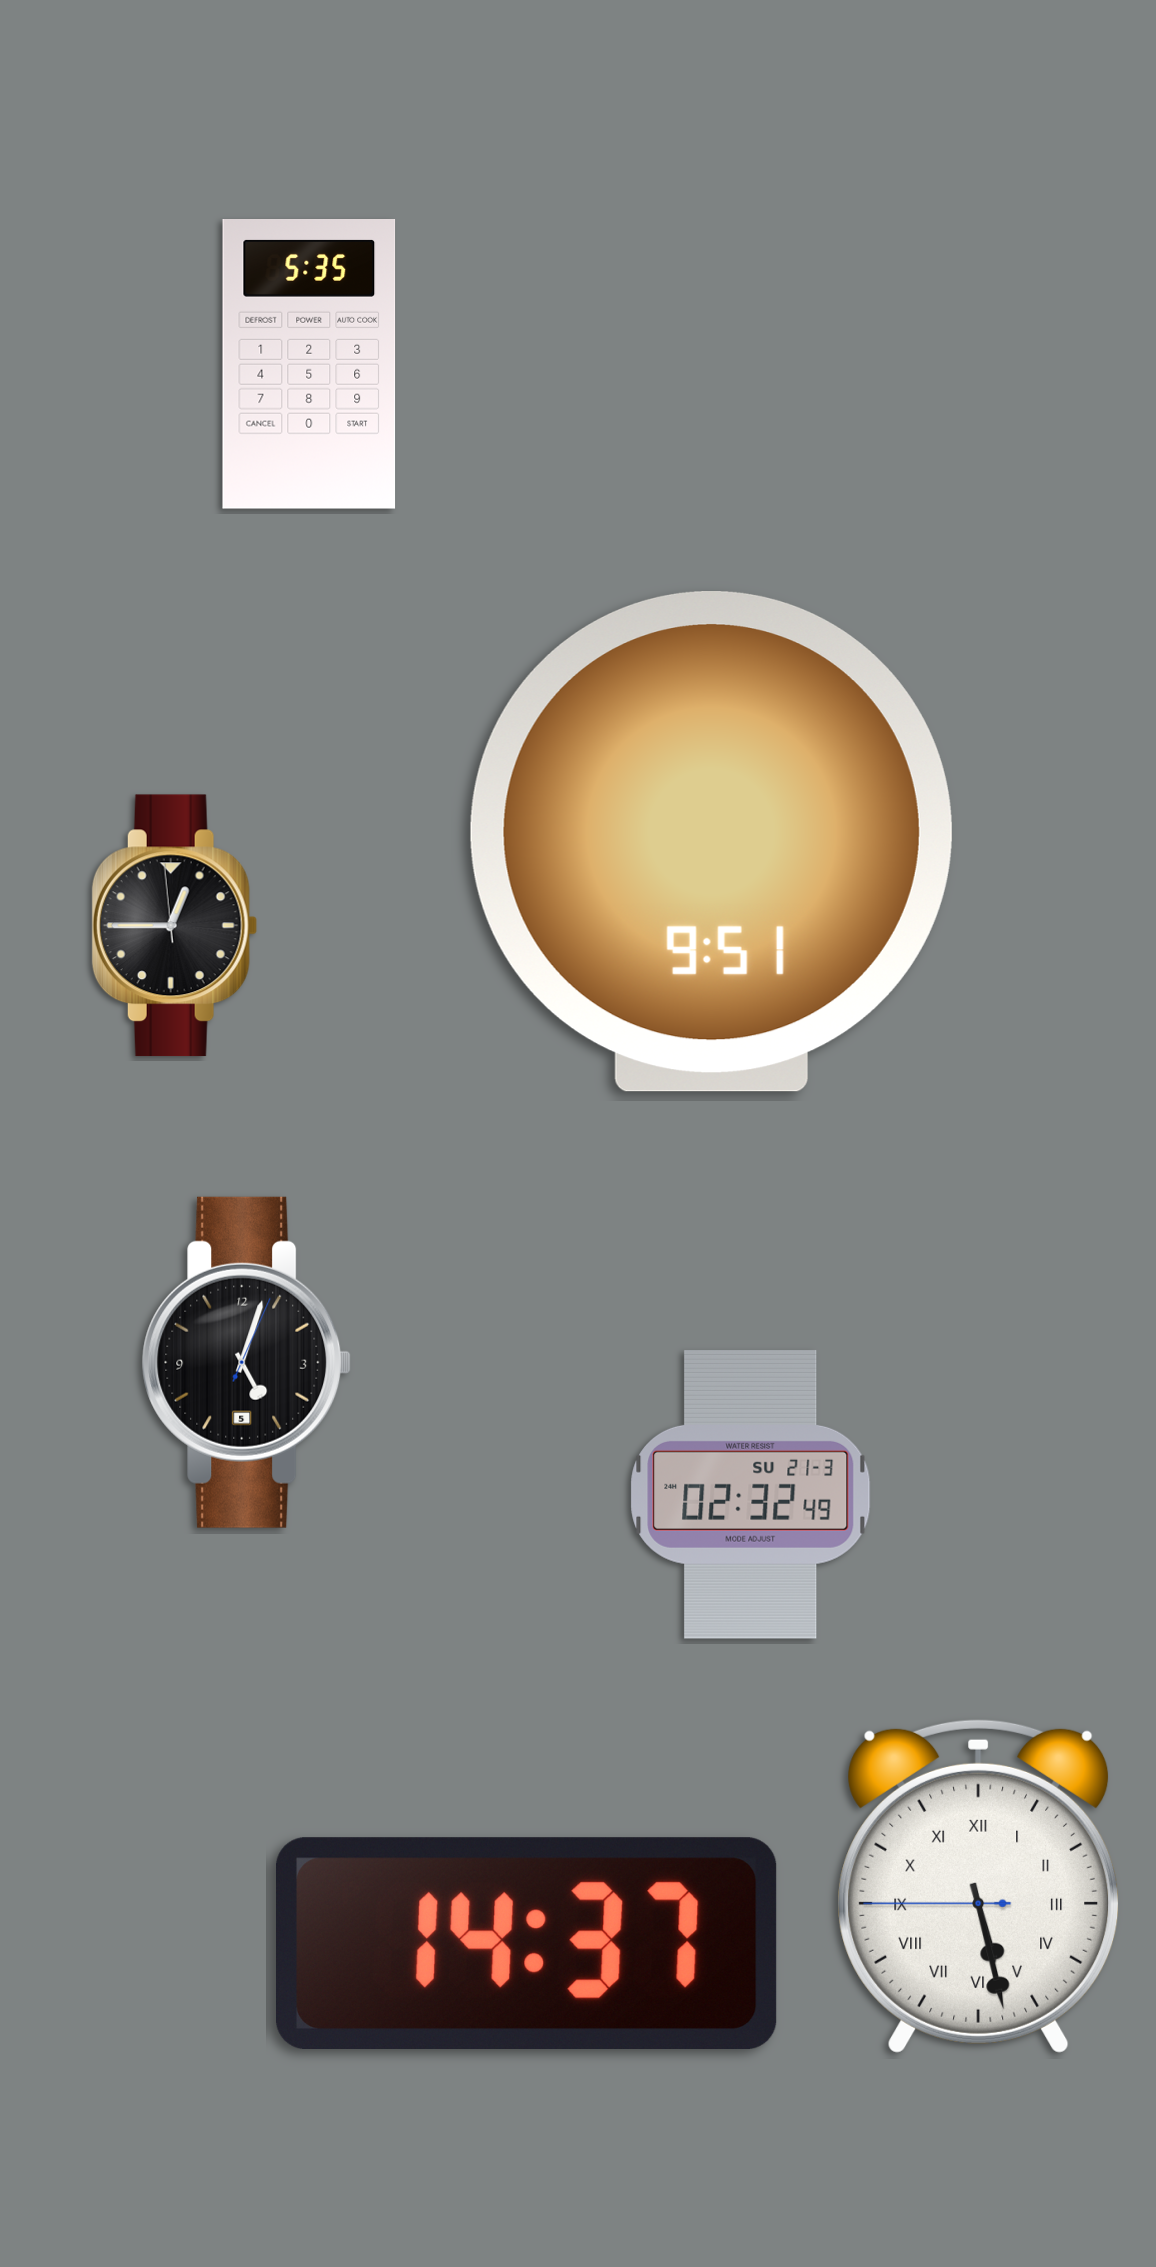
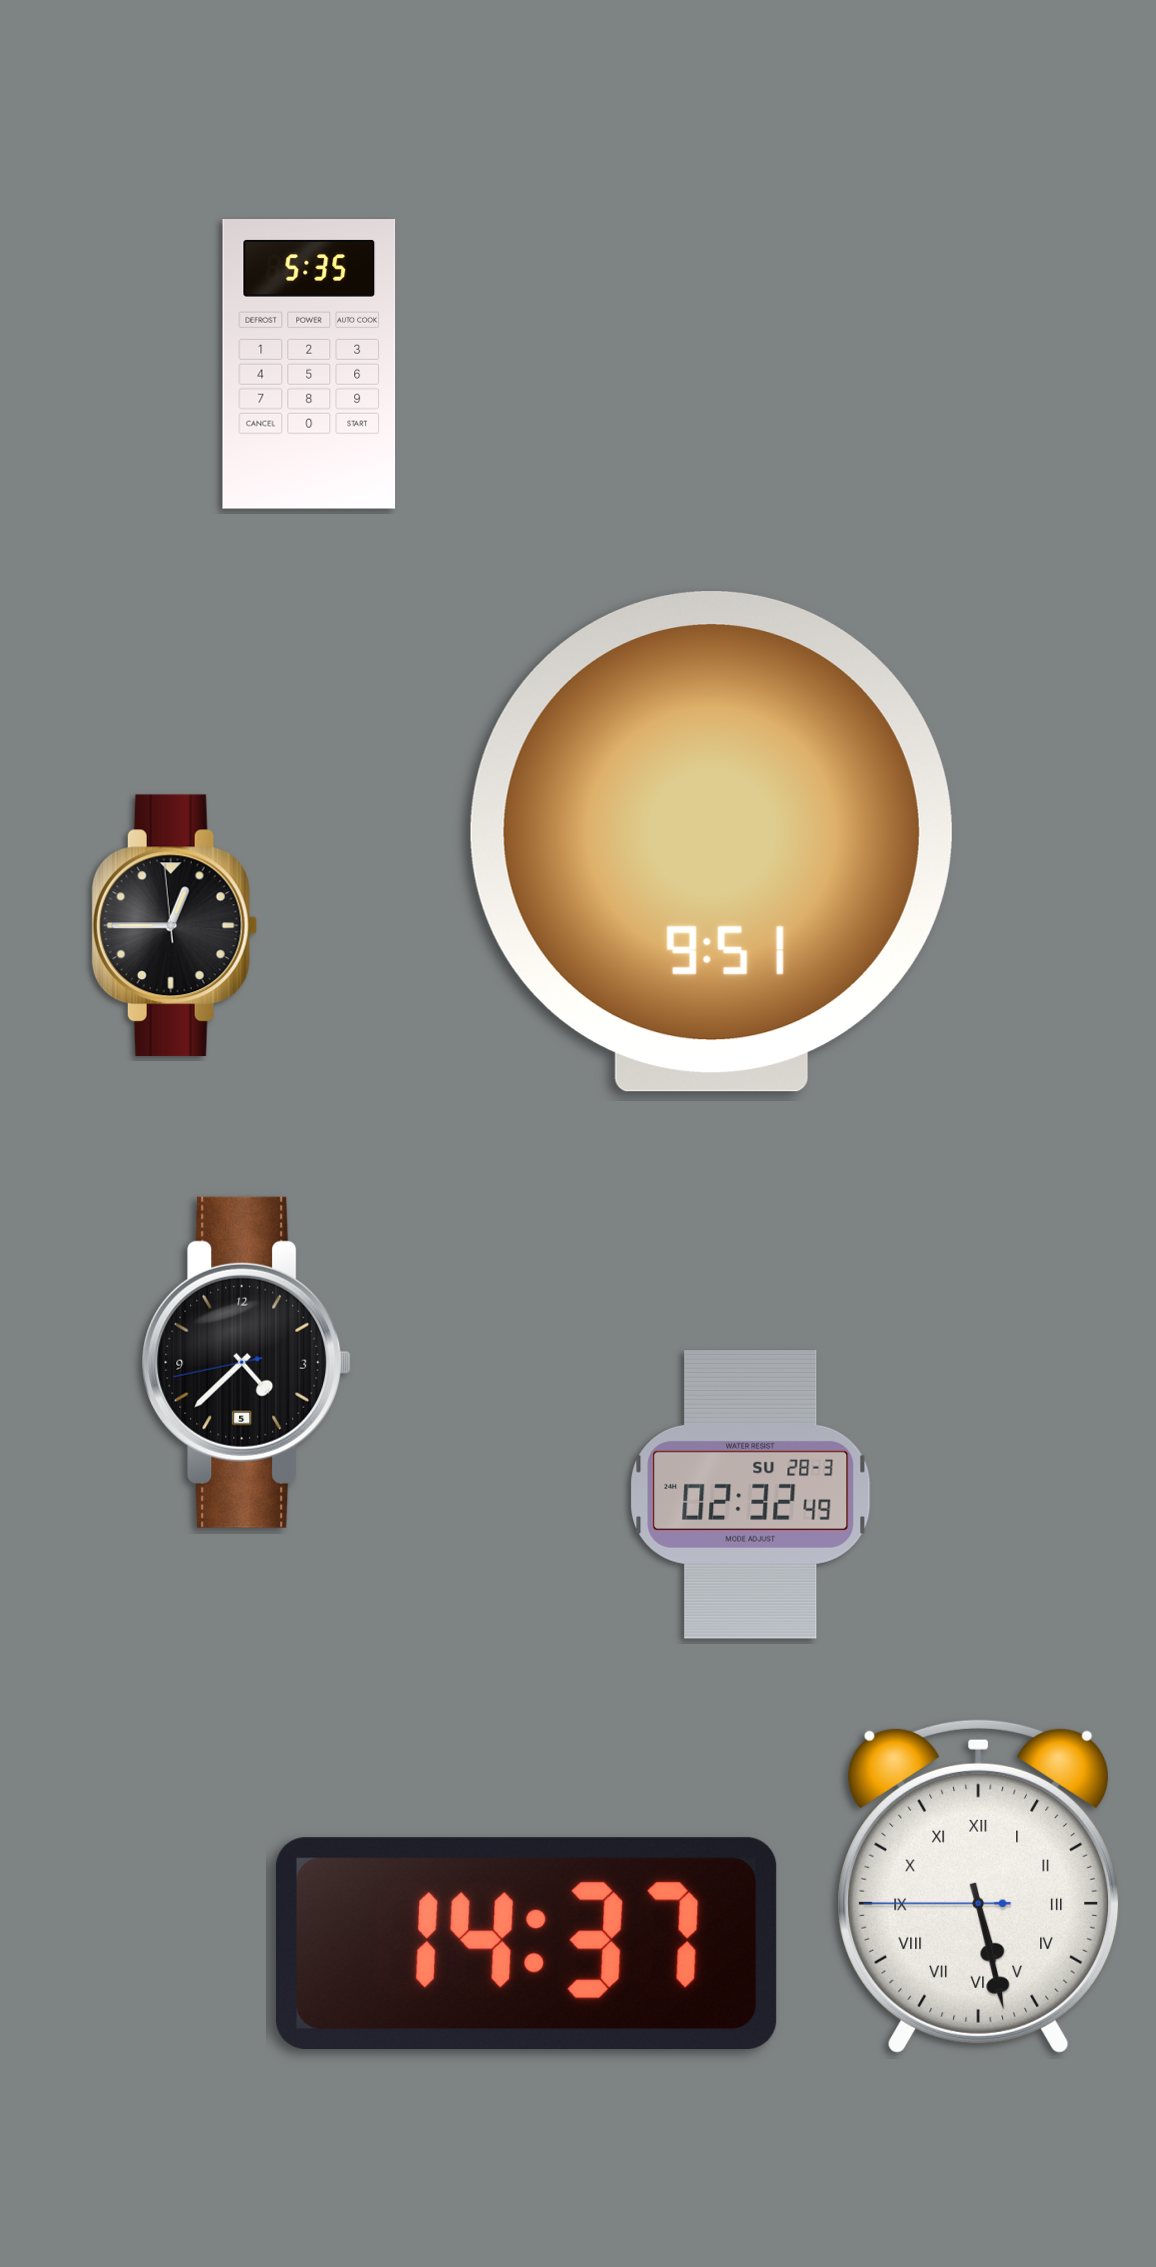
clock at (247, 1362): 5:03 -> 4:37
clock at (751, 1494) date: SU 21-3 -> SU 28-3
